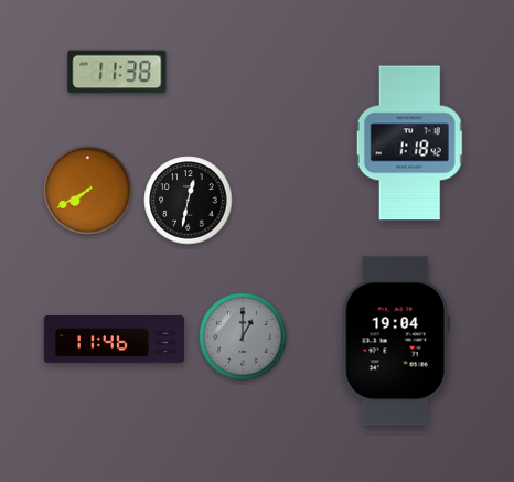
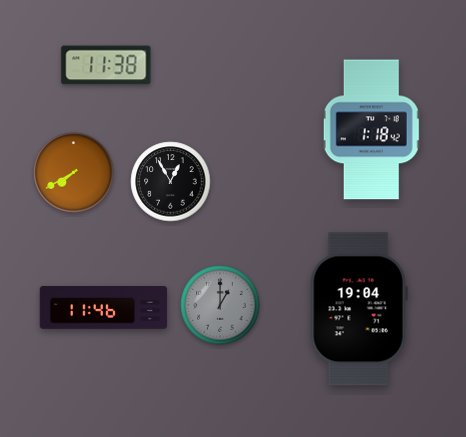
clock at (88, 191) position: (88, 191) -> (74, 173)
clock at (189, 201): 12:32 -> 12:55
